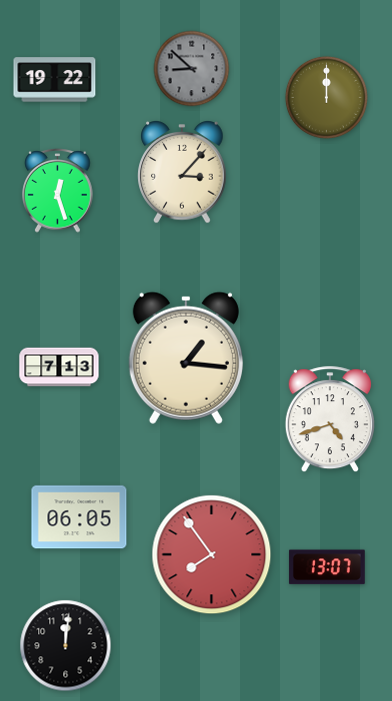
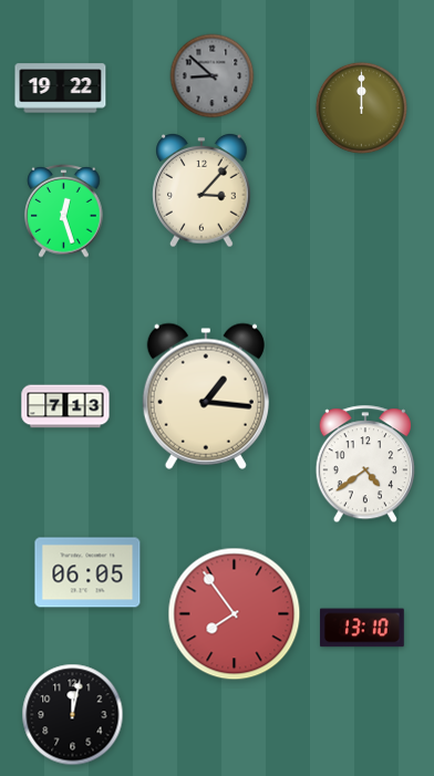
clock at (330, 420): 4:42 -> 4:39
clock at (327, 567): 13:07 -> 13:10
clock at (66, 646): 12:01 -> 12:02
